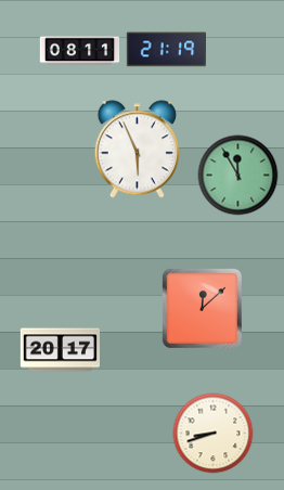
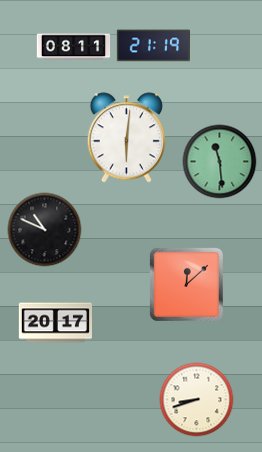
clock at (137, 150): 5:56 -> 6:01
clock at (238, 176): 11:55 -> 11:29
clock at (45, 230): none -> 10:49
